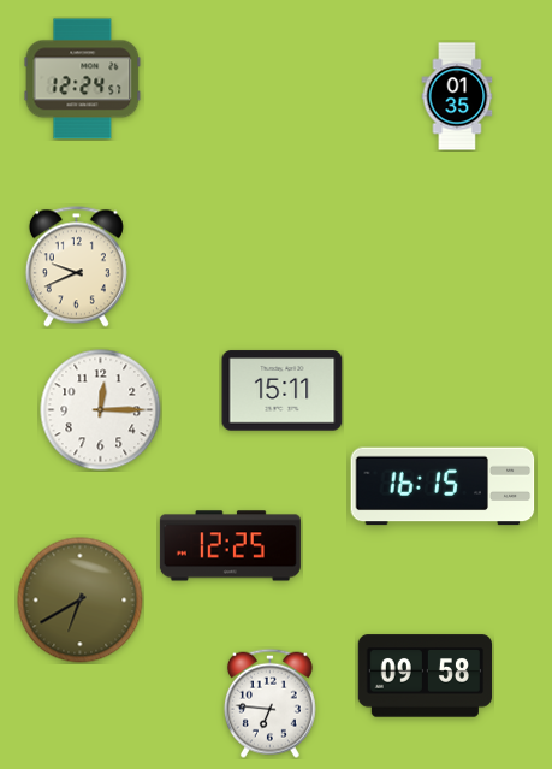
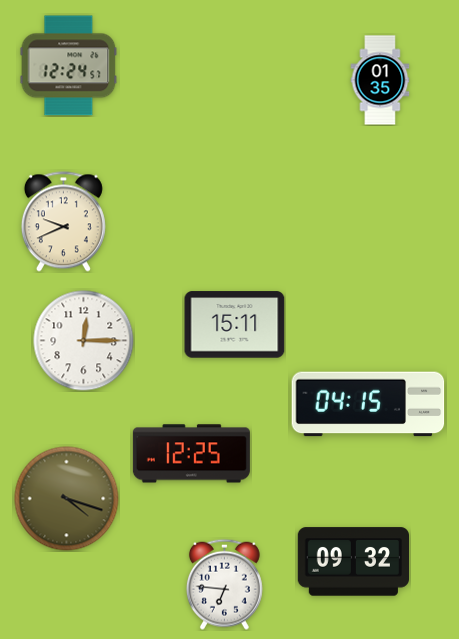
clock at (443, 486): 16:15 -> 04:15
clock at (81, 601): 6:40 -> 4:18
clock at (425, 676): 09:58 -> 09:32
